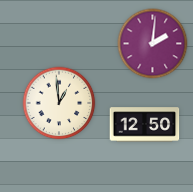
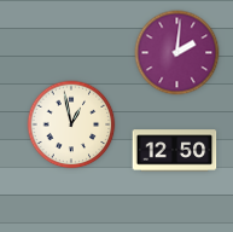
clock at (153, 44) position: (153, 44) -> (177, 53)
clock at (59, 103): 12:59 -> 12:58
